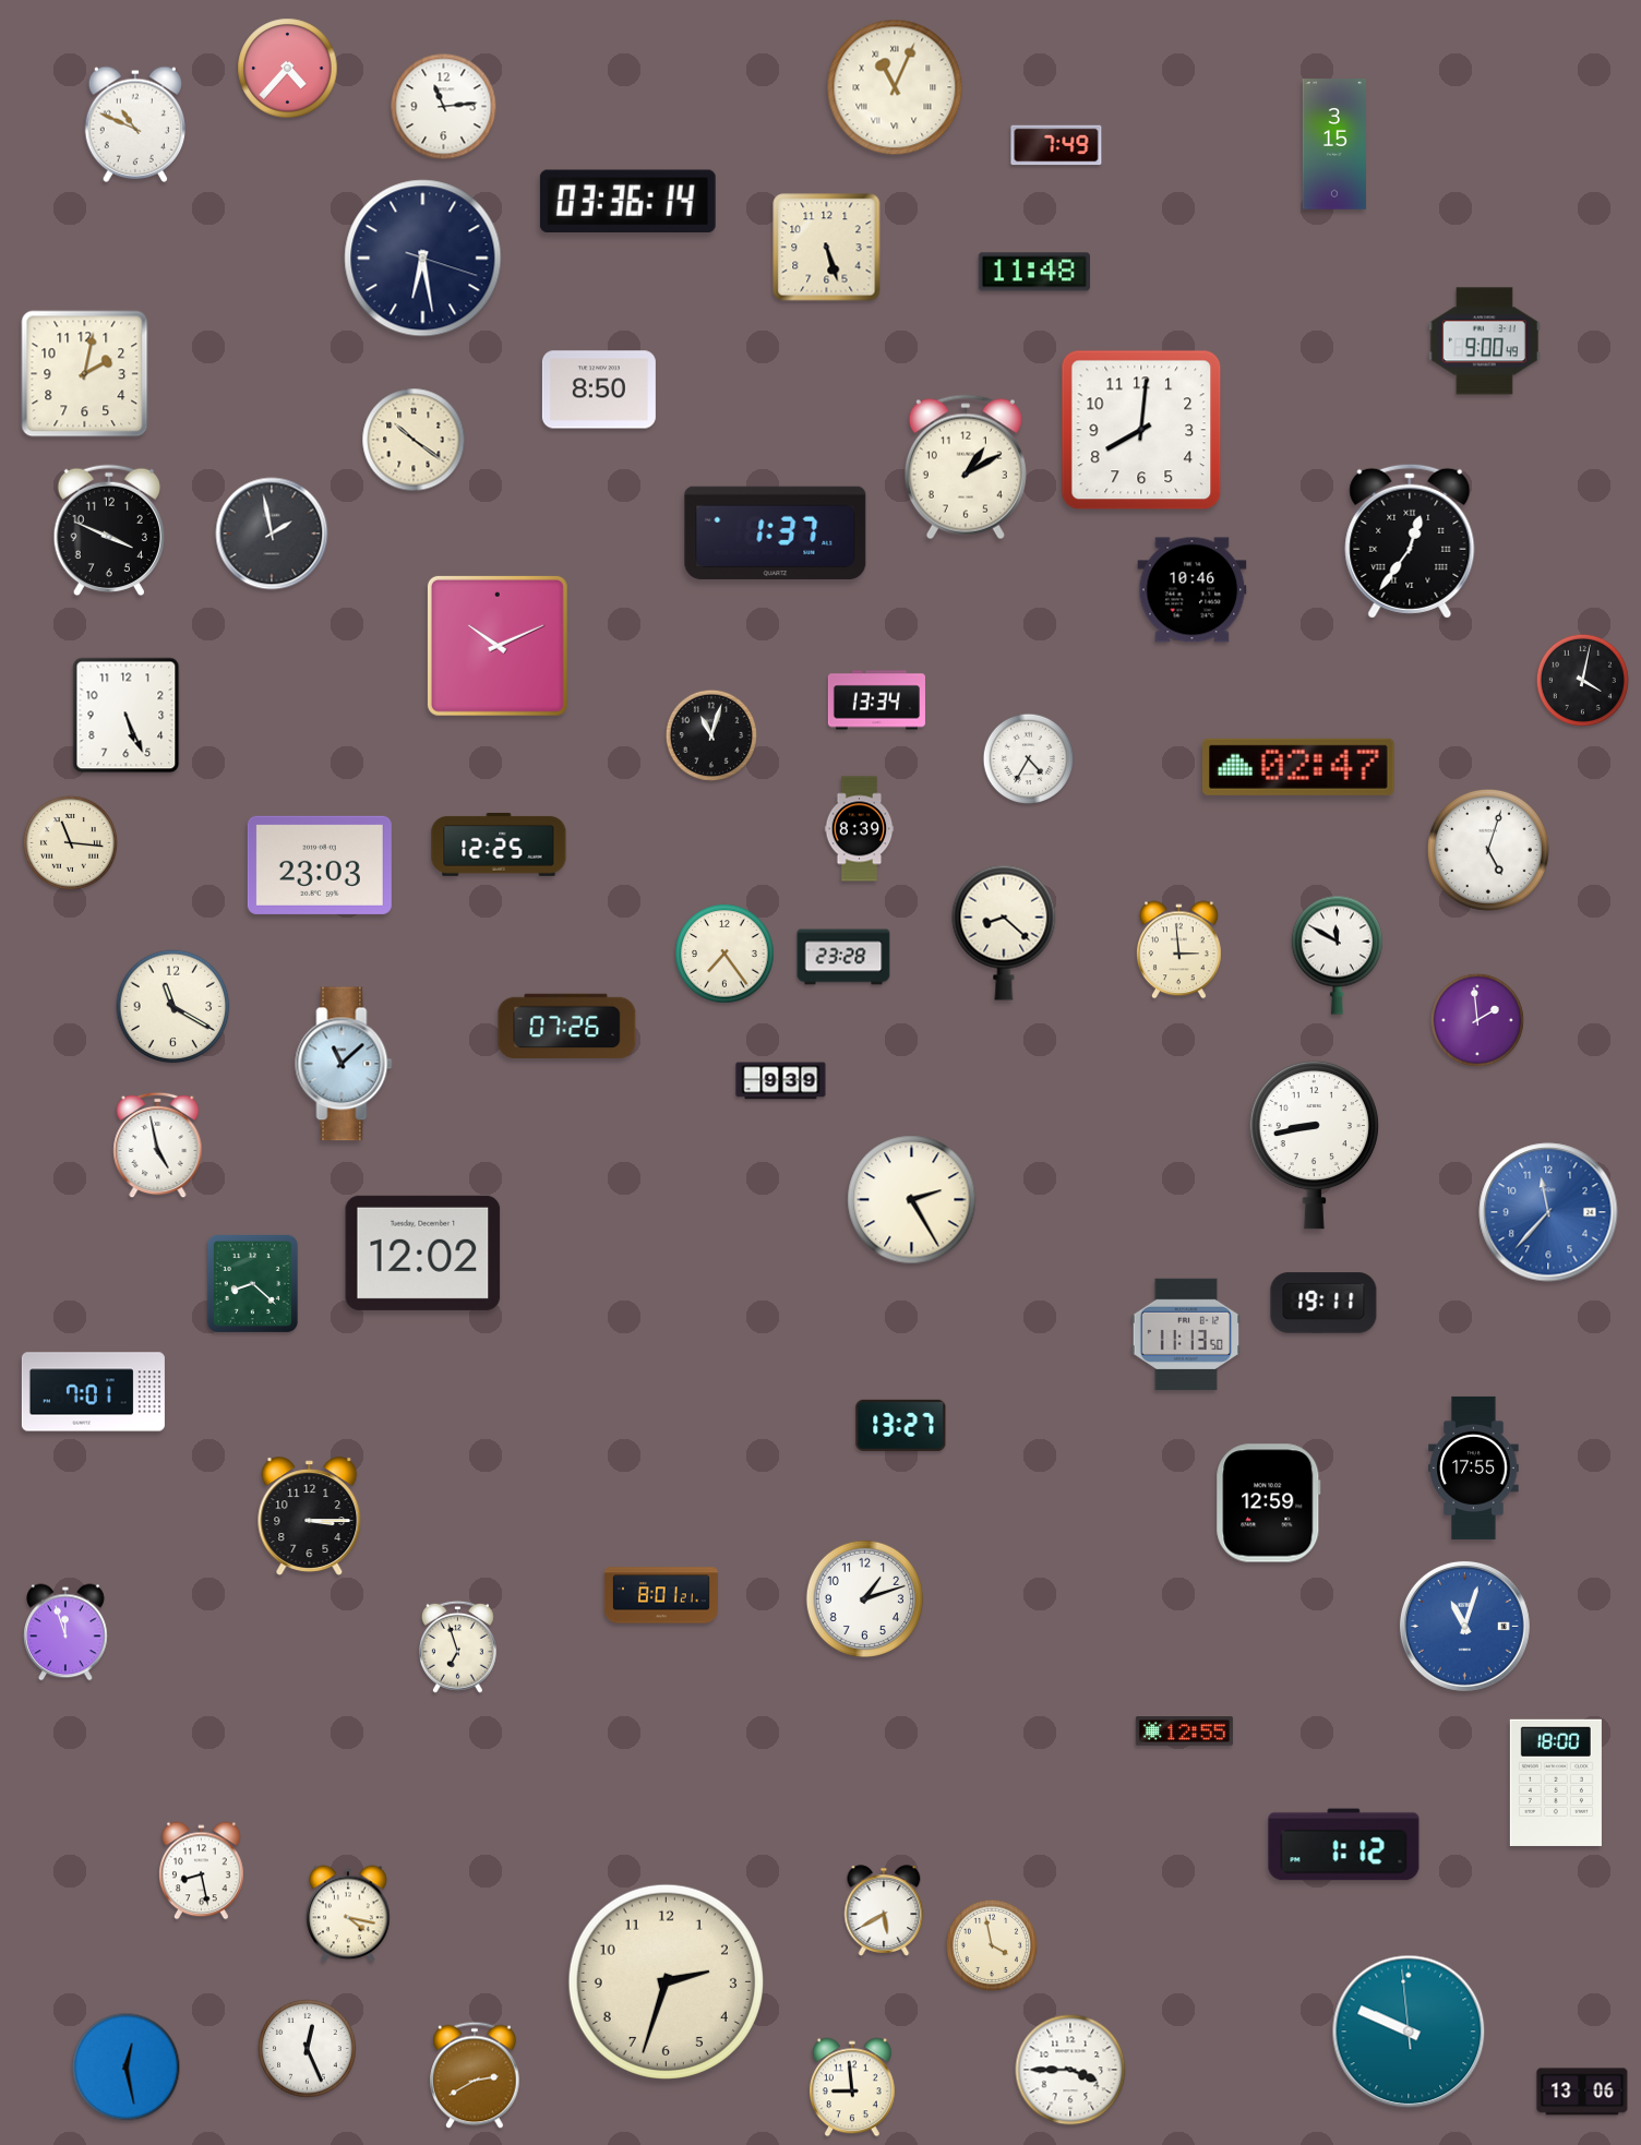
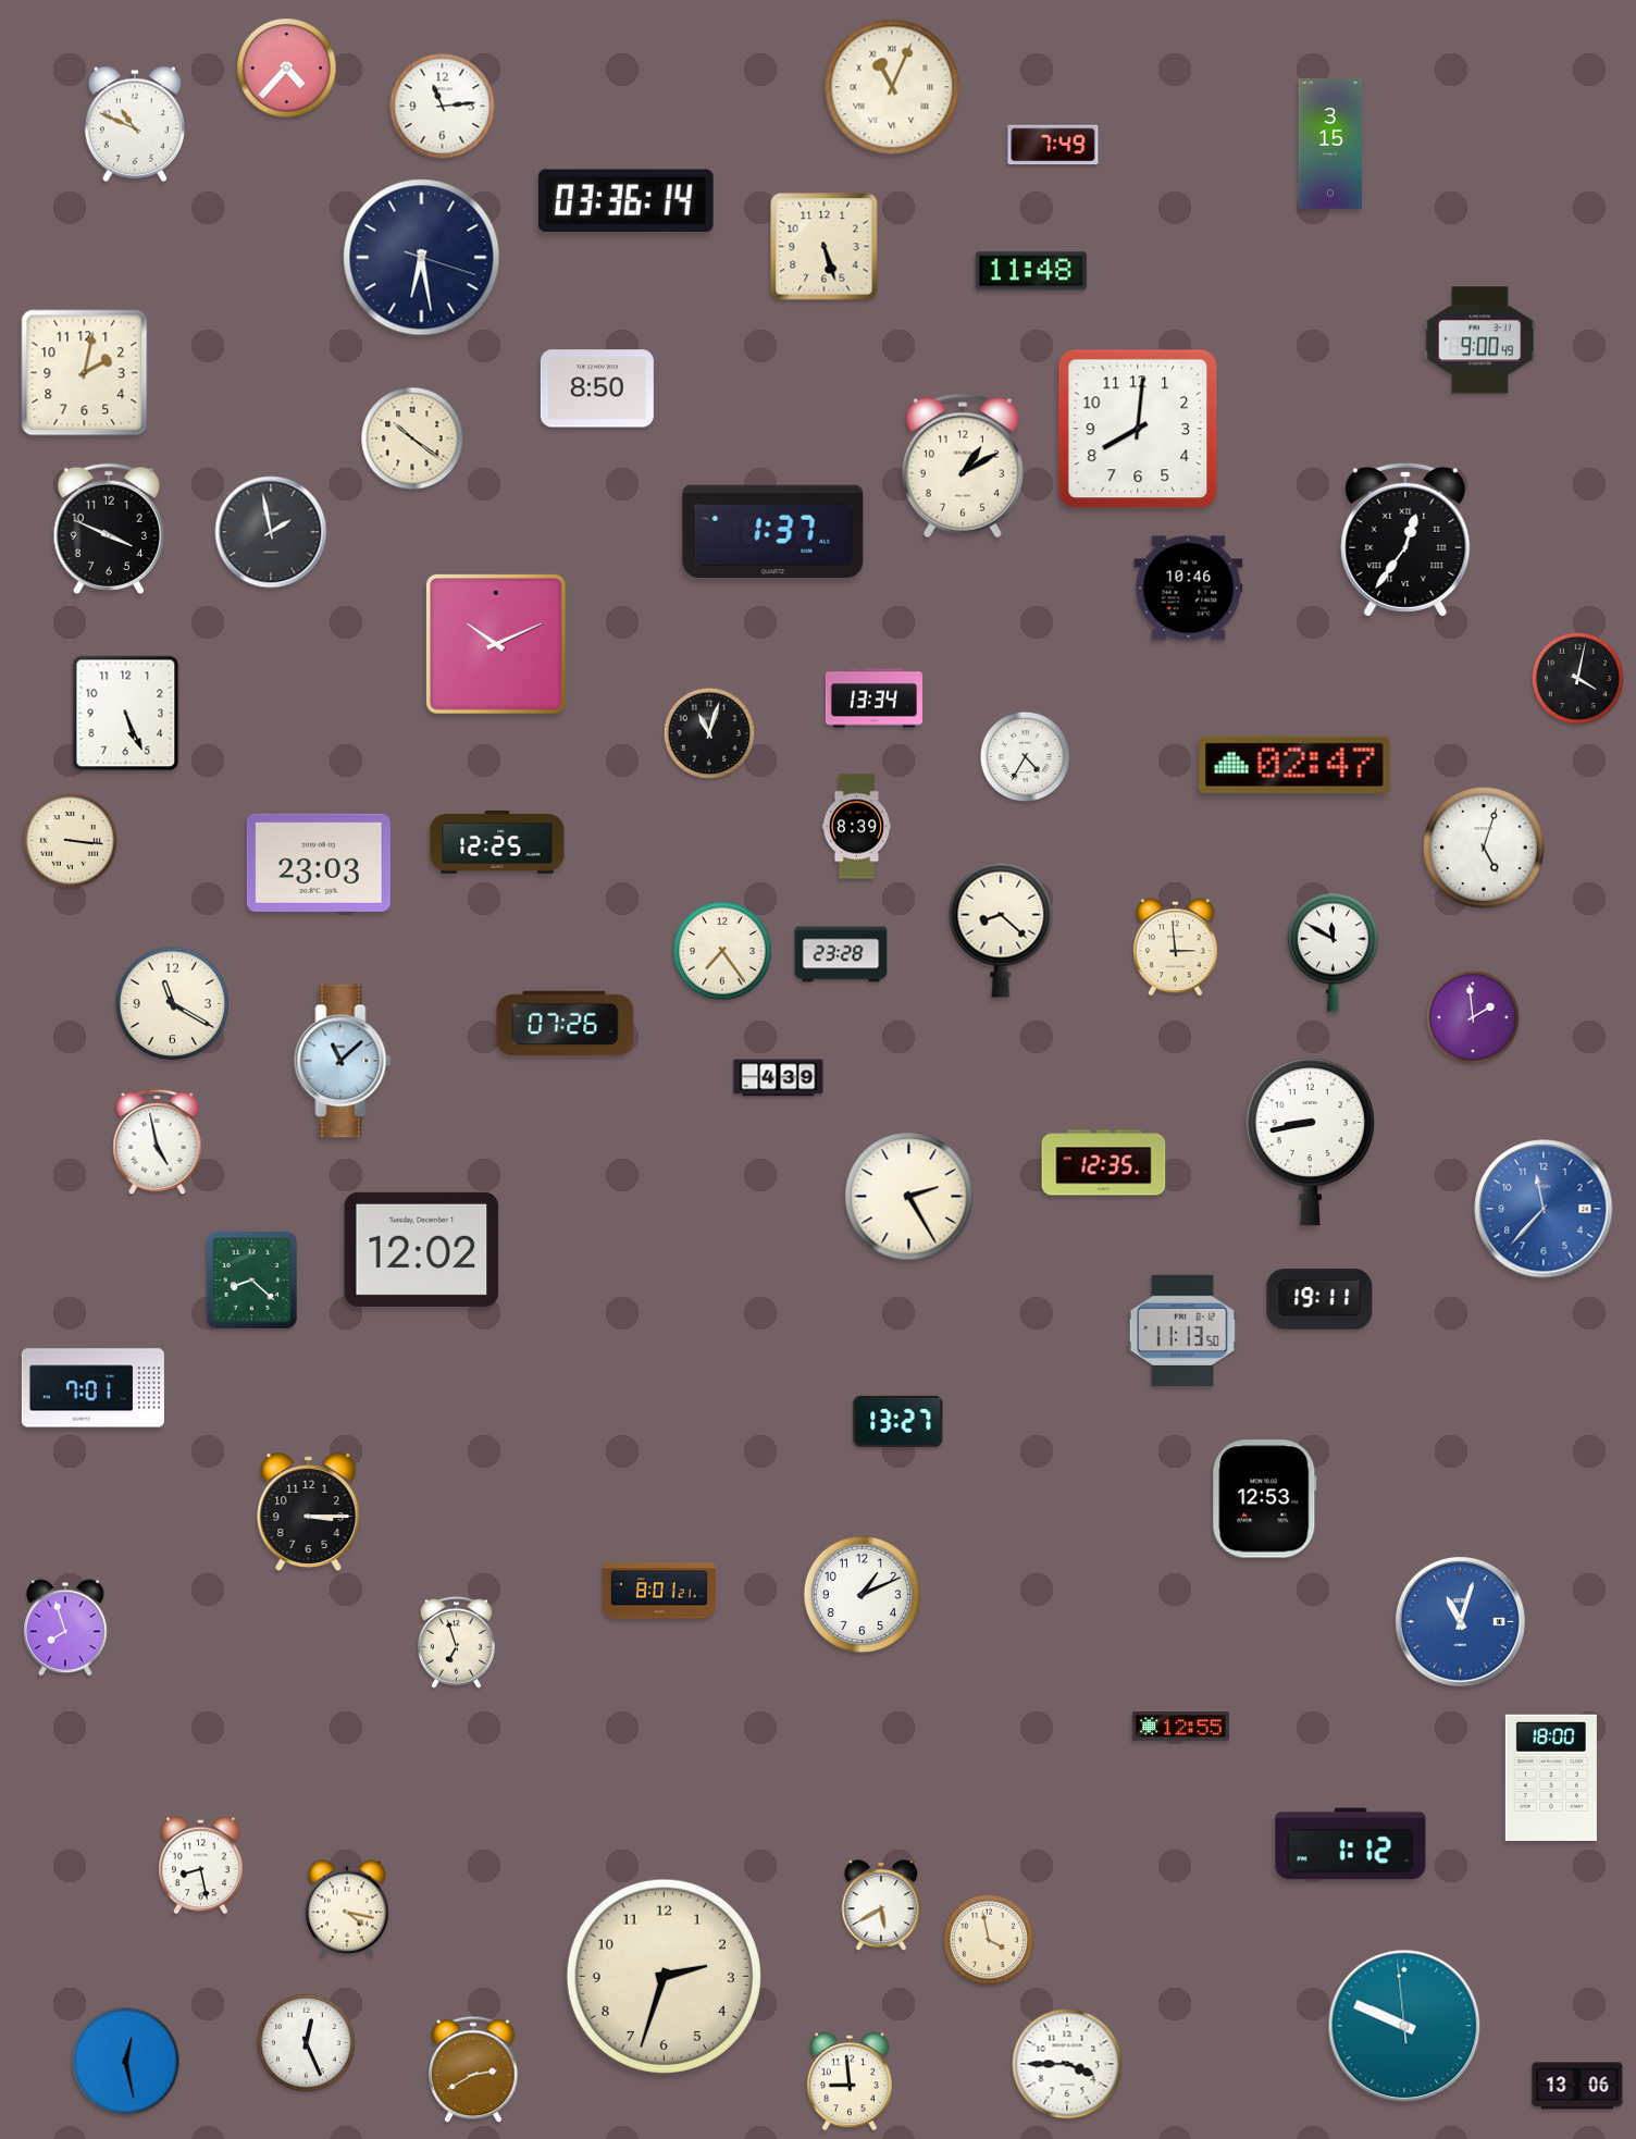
clock at (70, 842): 11:16 -> 3:16
clock at (781, 1081): 9:39 -> 4:39
clock at (1104, 1163): none -> 12:35
clock at (1474, 1467): 17:55 -> none
clock at (1269, 1503): 12:59 -> 12:53
clock at (864, 1598): 1:12 -> 1:11
clock at (65, 1632): 11:57 -> 7:57
clock at (1344, 1845) position: (1344, 1845) -> (1351, 1844)
